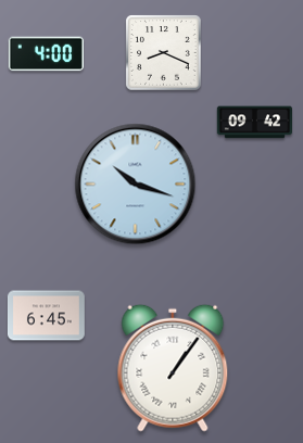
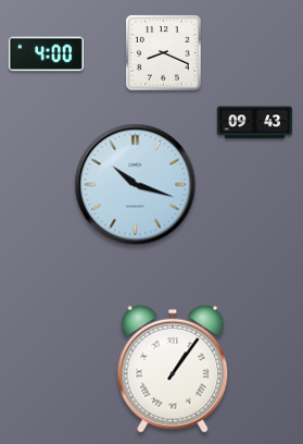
clock at (254, 123): 09:42 -> 09:43
clock at (46, 316): 6:45 -> none
